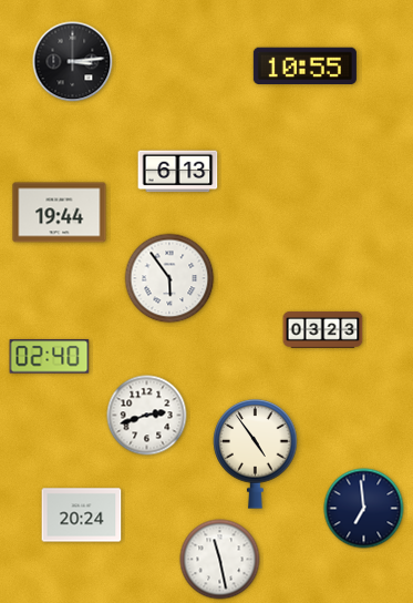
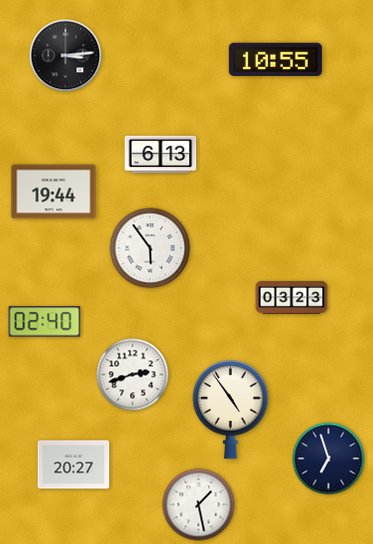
clock at (169, 278) position: (169, 278) -> (150, 248)
clock at (364, 509): 6:59 -> 6:57
clock at (82, 515): 20:24 -> 20:27
clock at (220, 560): 11:28 -> 1:28
